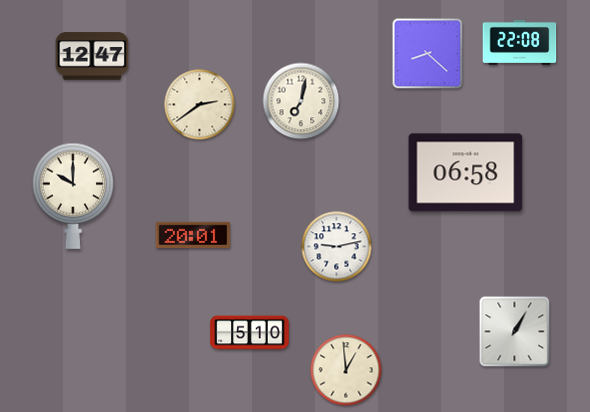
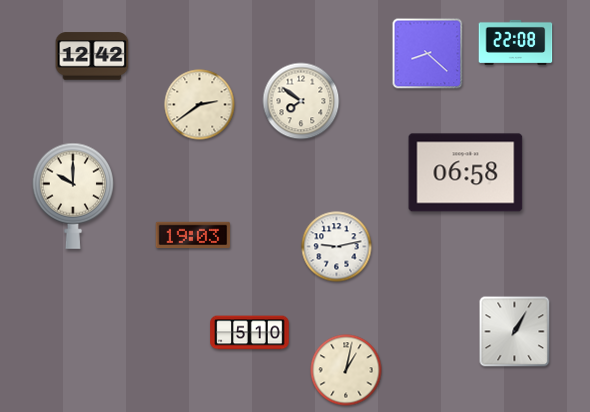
clock at (520, 42) position: (520, 42) -> (516, 42)
clock at (92, 56): 12:47 -> 12:42
clock at (301, 101): 7:02 -> 7:51
clock at (193, 234): 20:01 -> 19:03
clock at (346, 370): 12:59 -> 1:02
